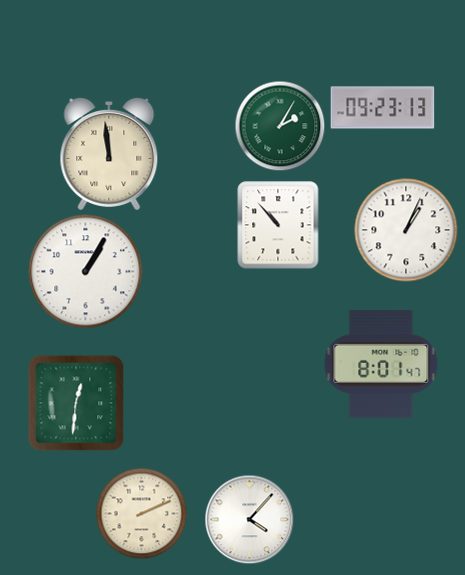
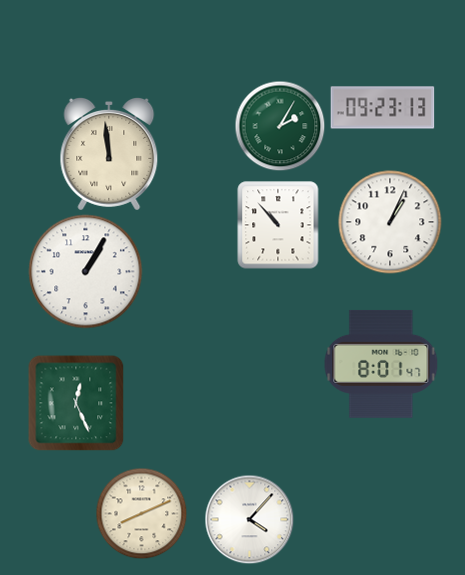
clock at (406, 230) position: (406, 230) -> (390, 222)
clock at (76, 403): 12:31 -> 12:26
clock at (141, 513): 2:11 -> 8:11
